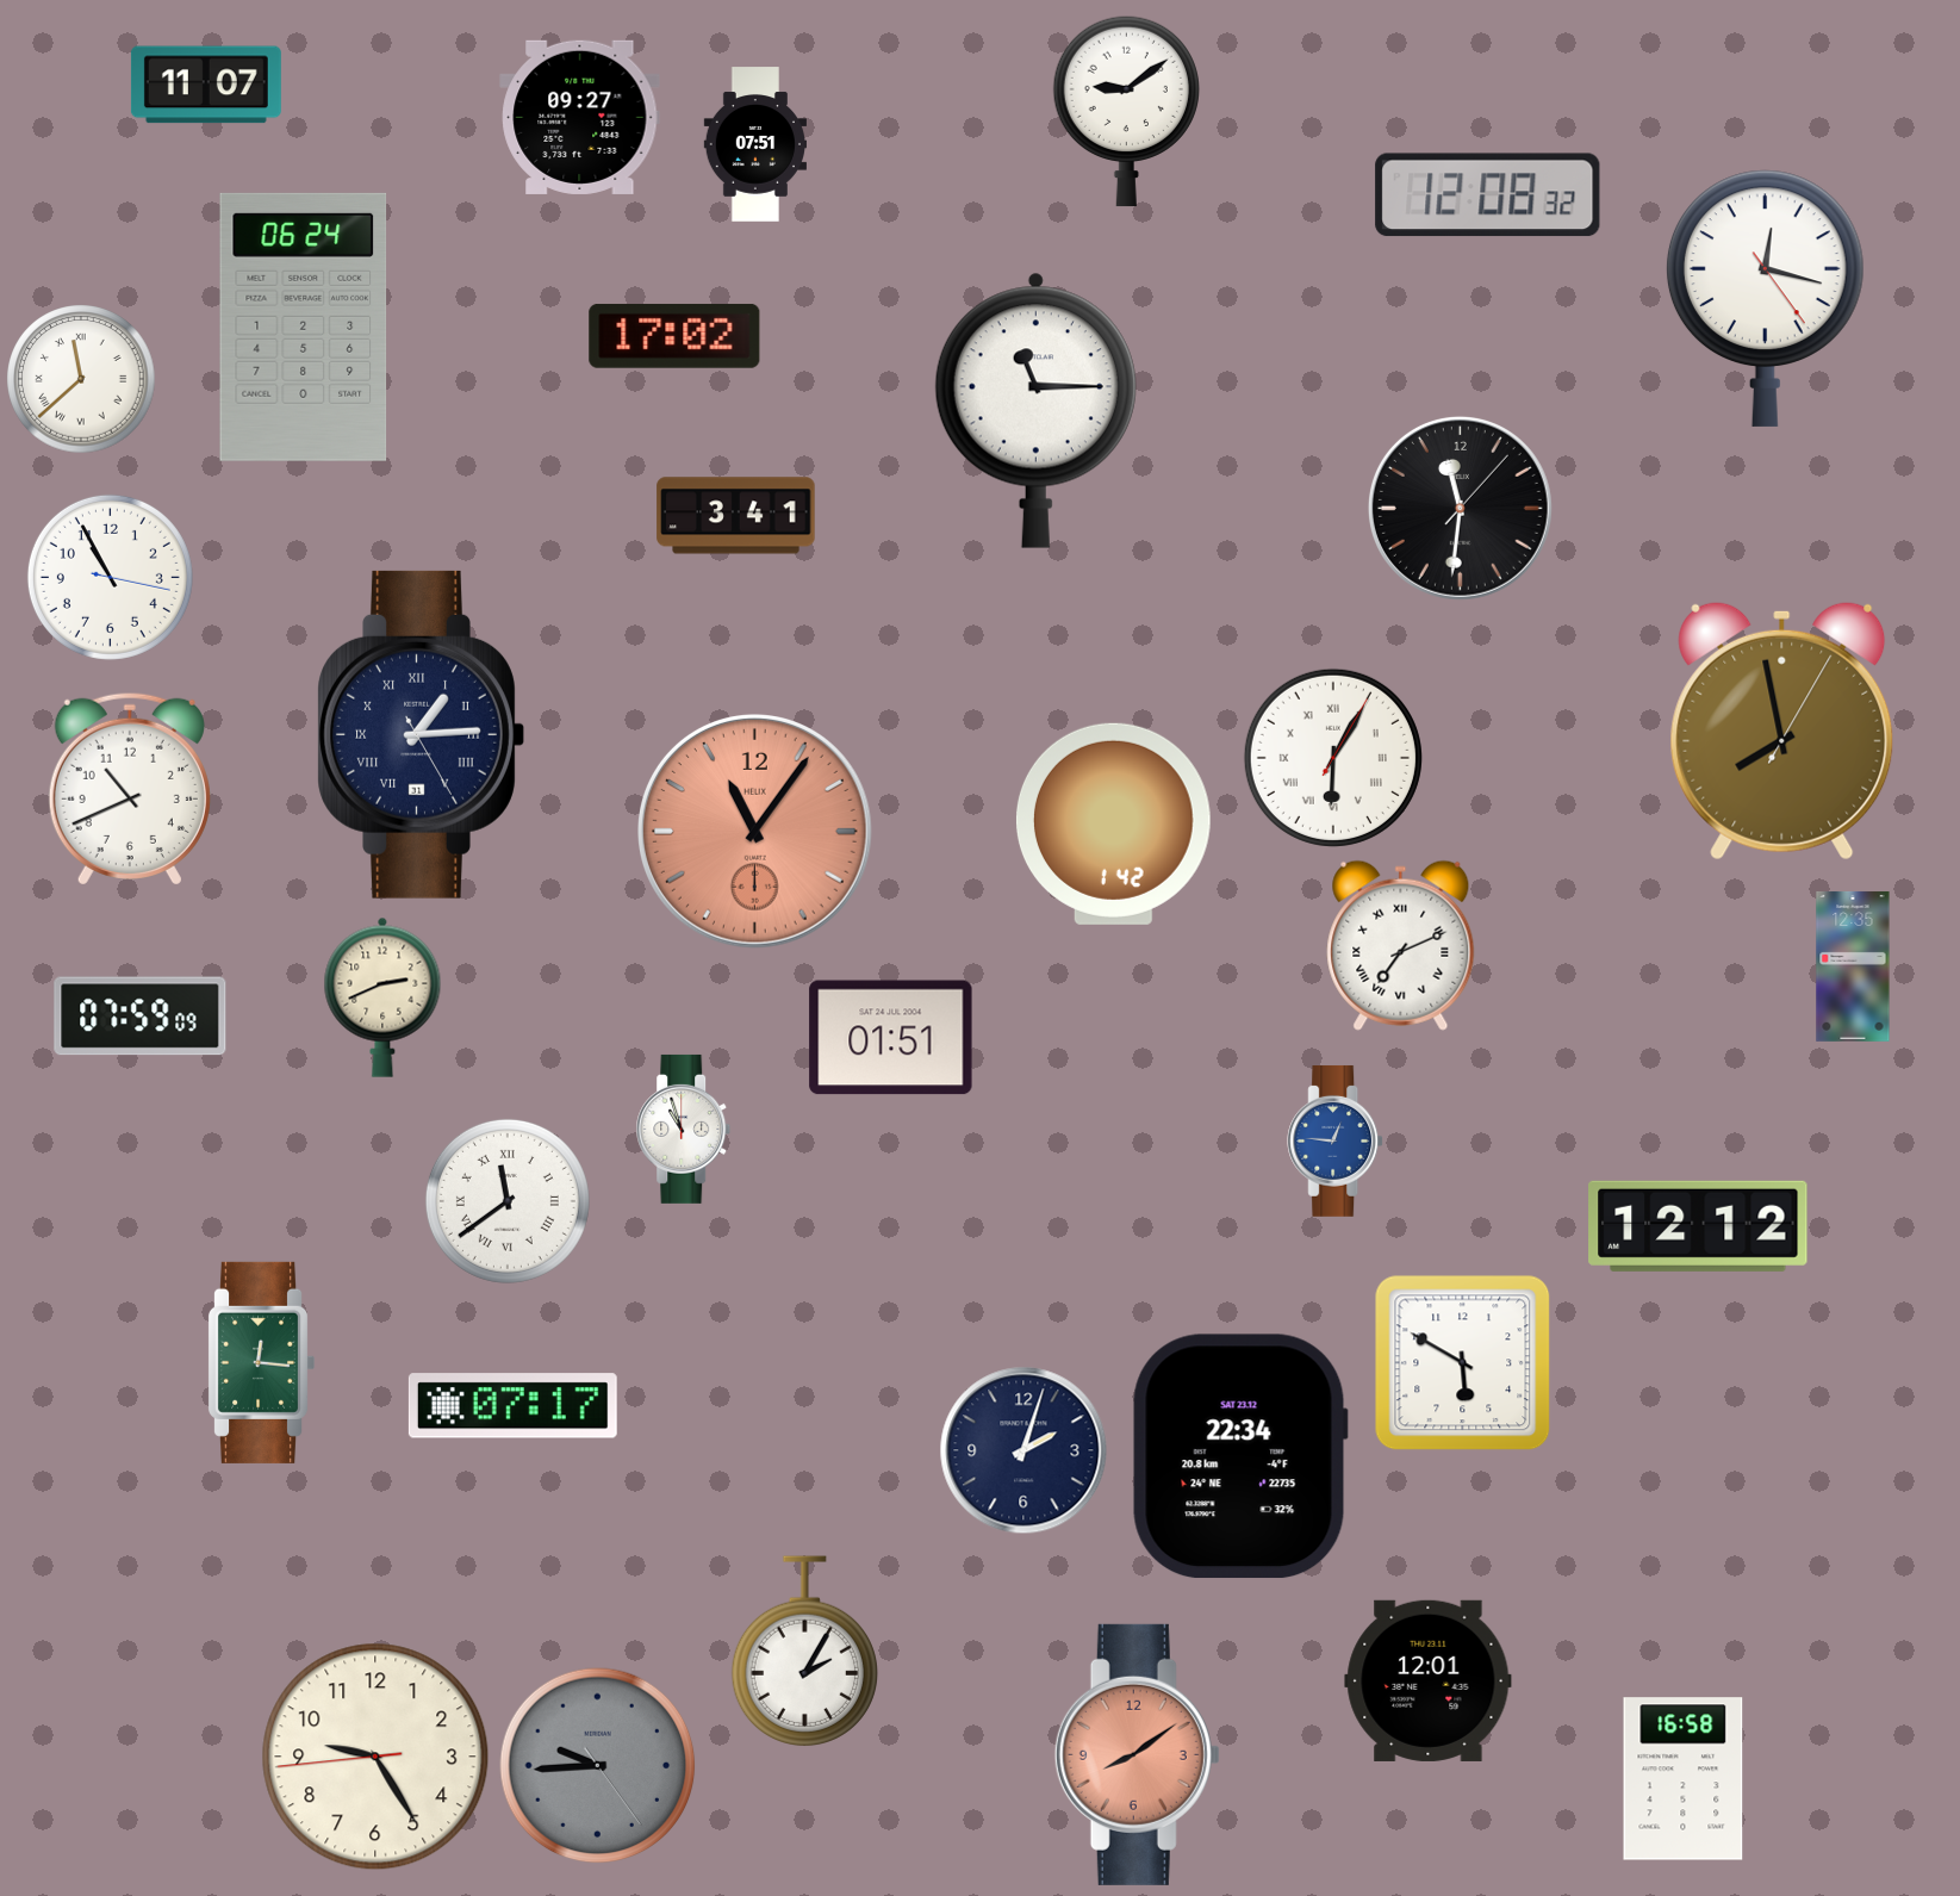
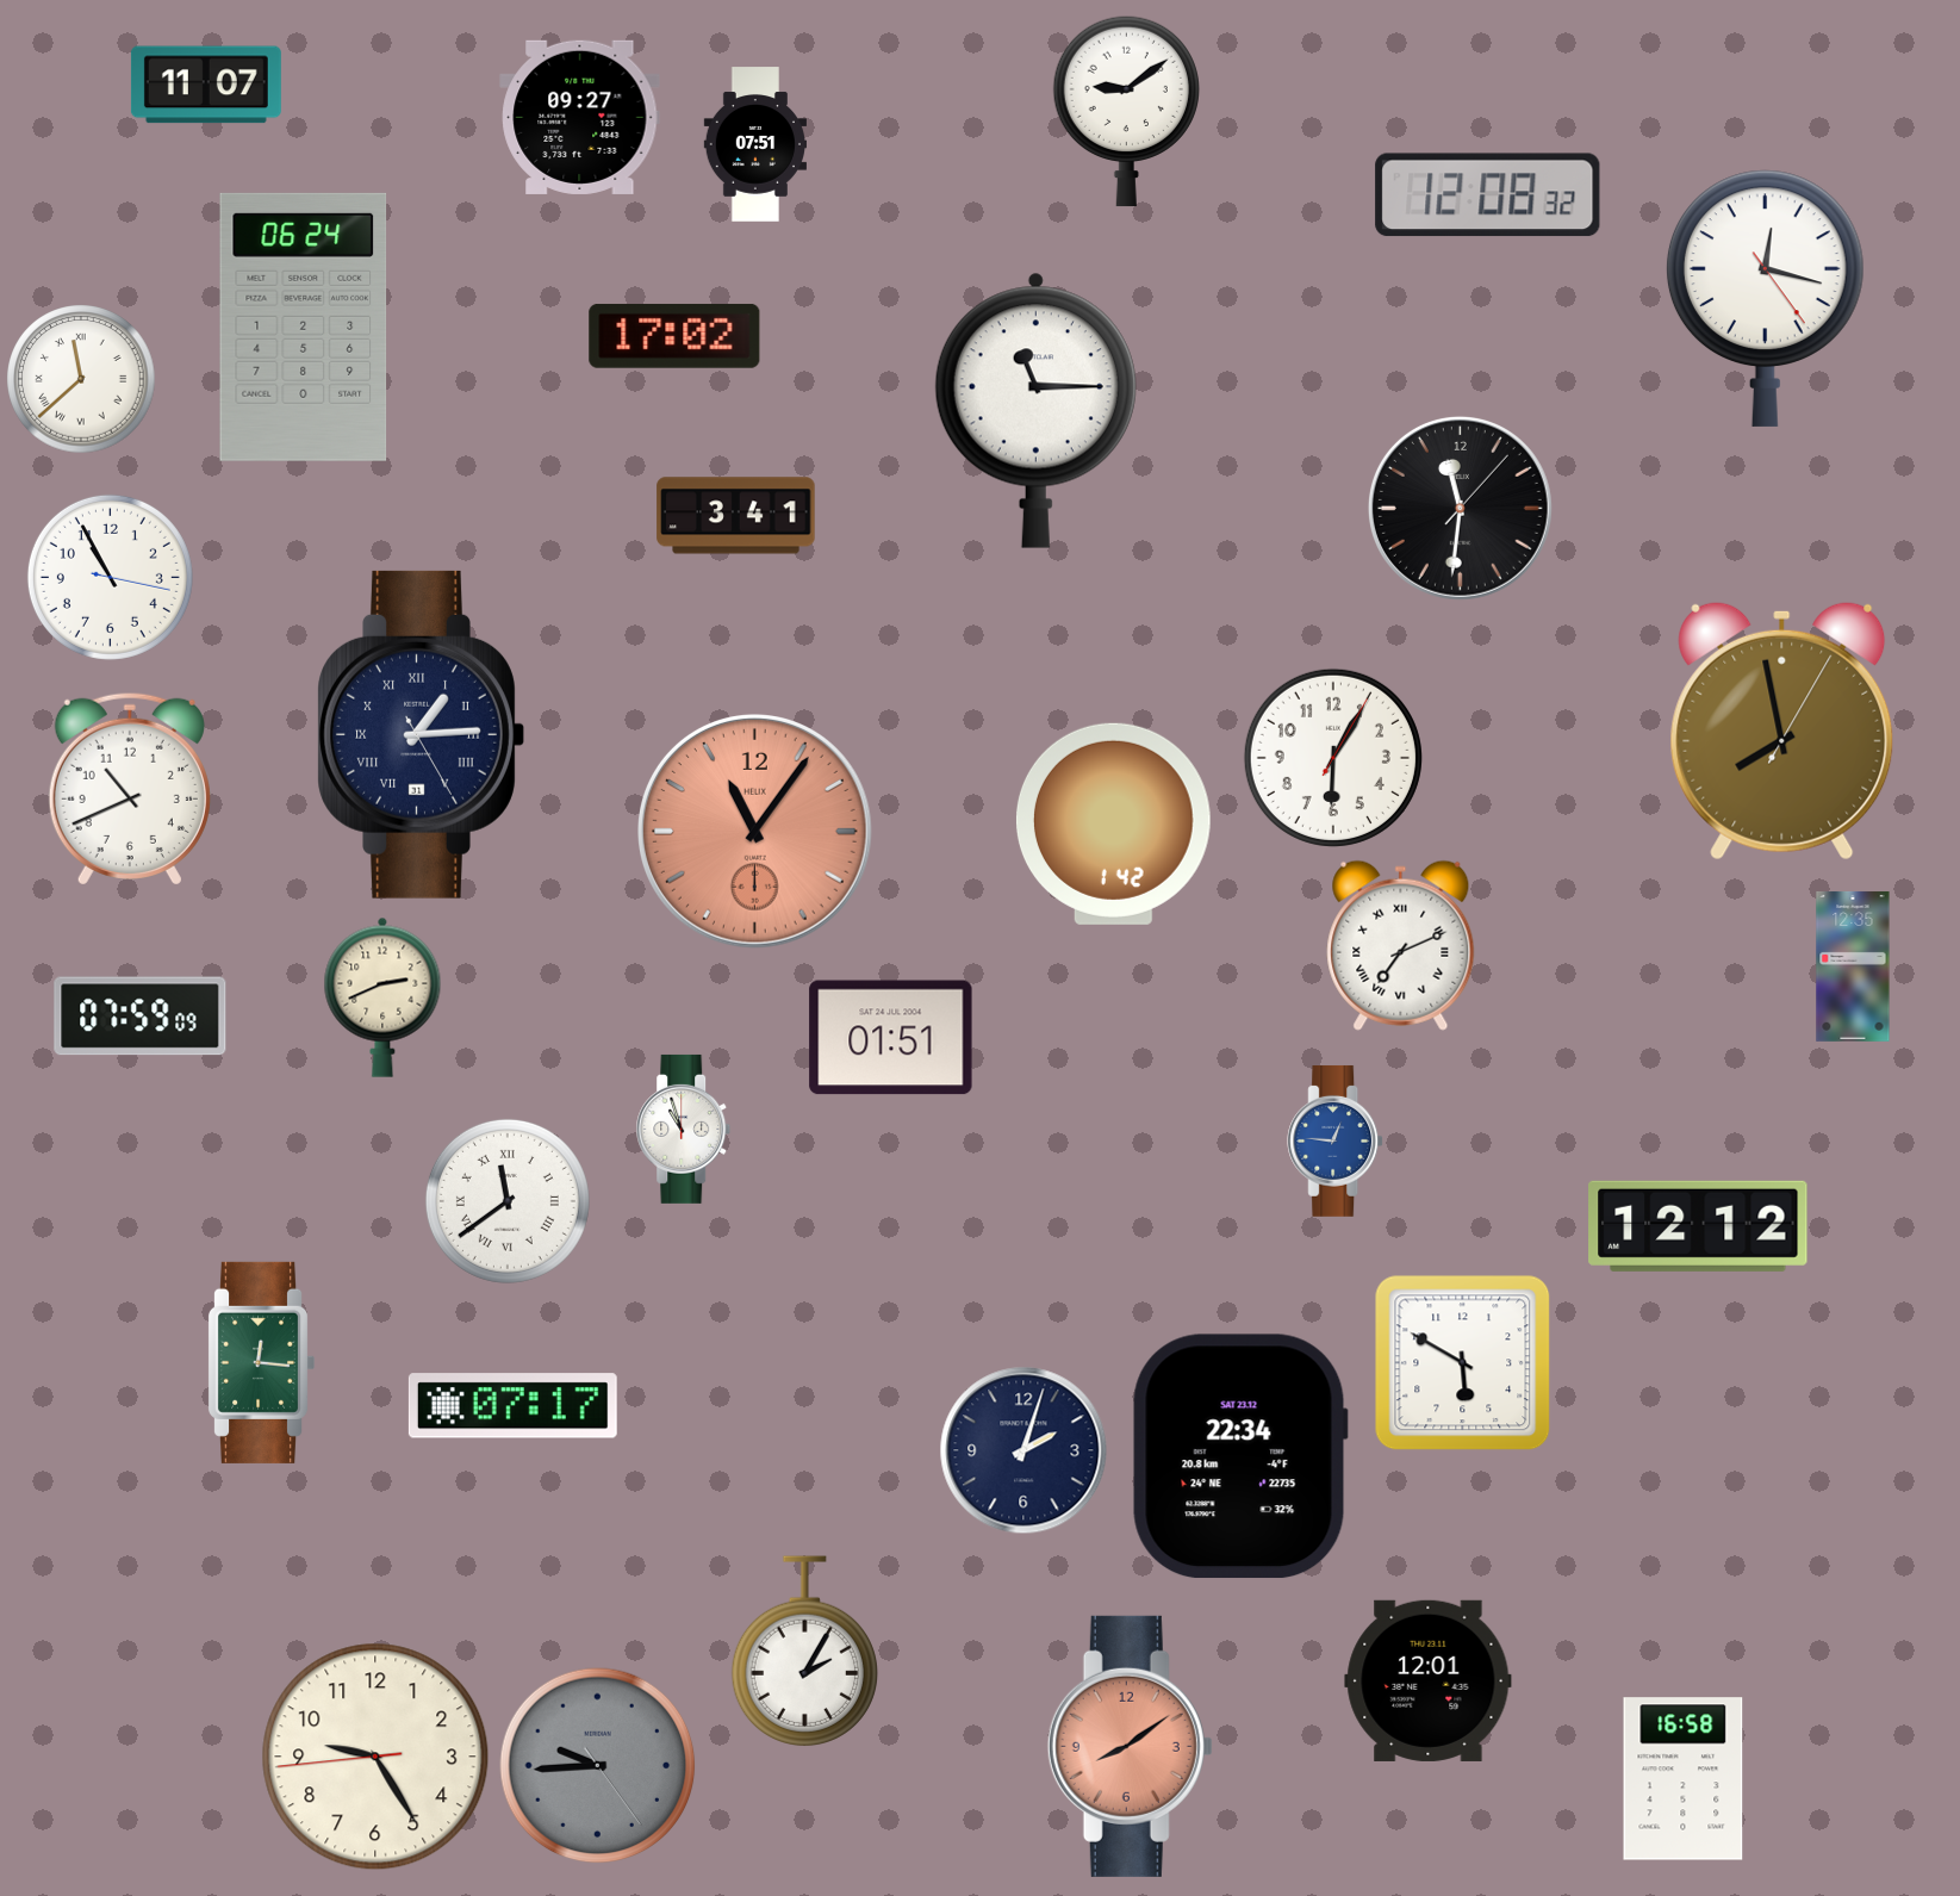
clock at (1333, 758) numerals: Roman -> Arabic
clock at (1137, 1754) position: (1137, 1754) -> (1130, 1746)
